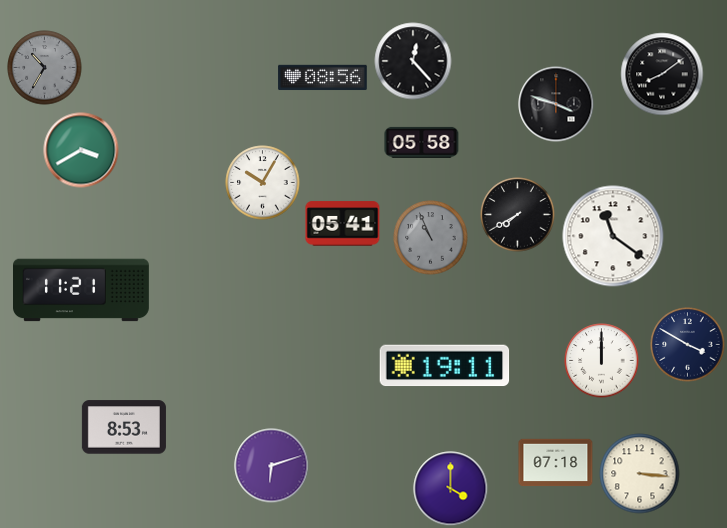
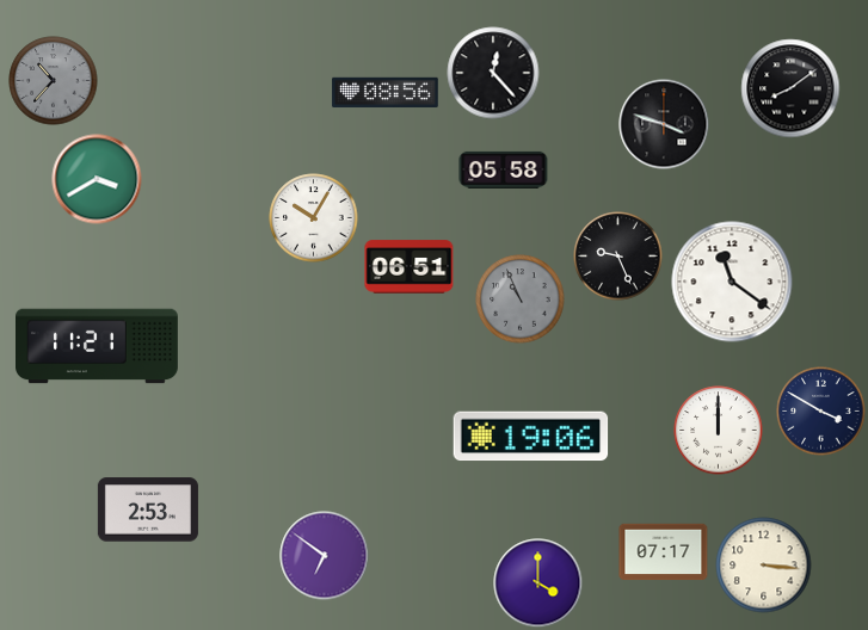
clock at (45, 68): 10:35 -> 10:37
clock at (518, 215): 7:40 -> 9:26
clock at (343, 224): 05:41 -> 06:51
clock at (431, 238) position: (431, 238) -> (521, 299)
clock at (445, 366): 19:11 -> 19:06
clock at (124, 427): 8:53 -> 2:53
clock at (556, 463): 07:18 -> 07:17
clock at (272, 466): 6:12 -> 6:51
